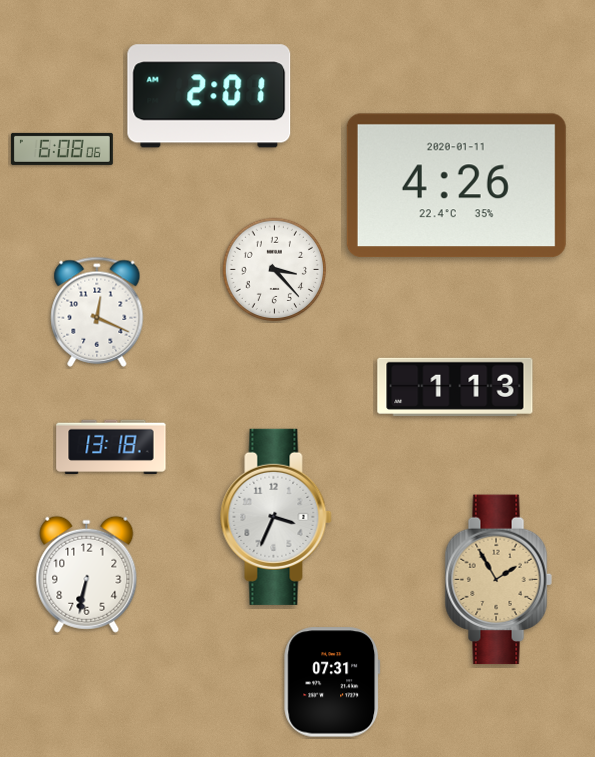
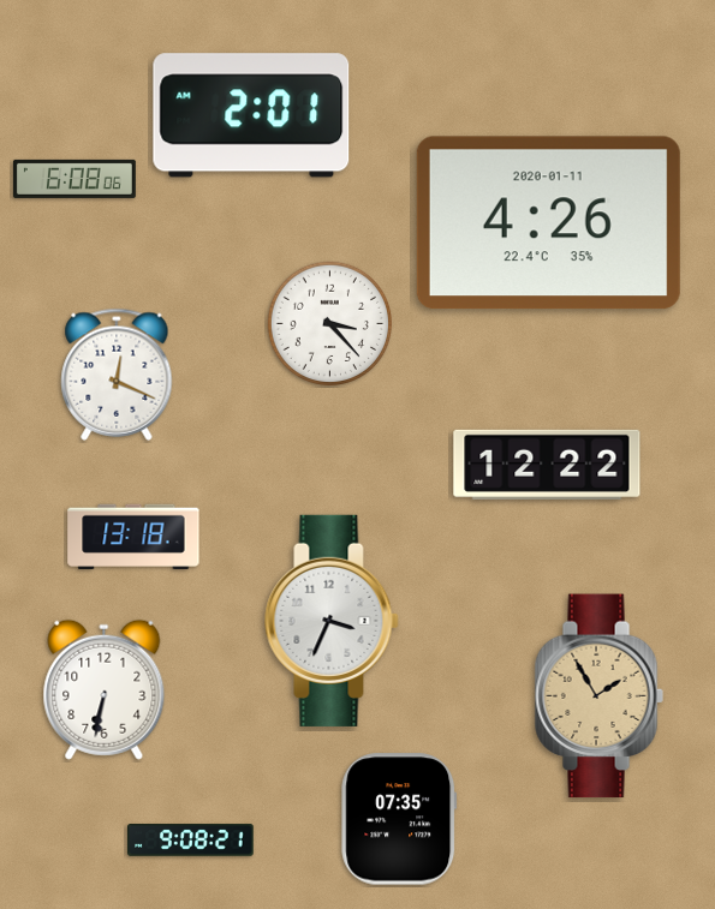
clock at (455, 387): 1:13 -> 12:22
clock at (332, 682): 07:31 -> 07:35
clock at (191, 841): none -> 9:08
